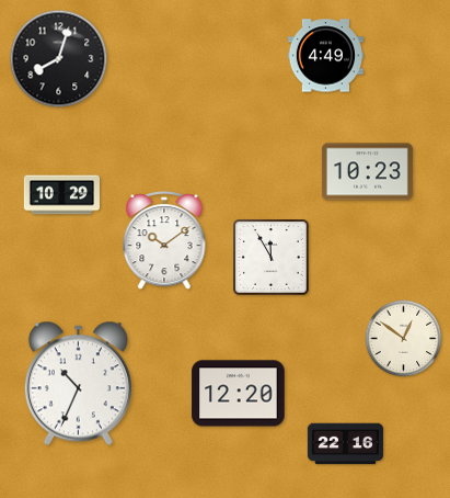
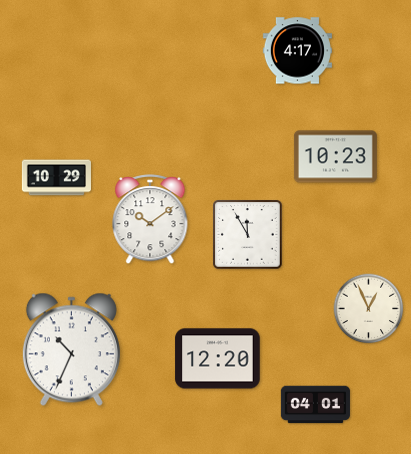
clock at (325, 56): 4:49 -> 4:17
clock at (59, 59): 8:03 -> none
clock at (404, 339): 12:51 -> 12:56
clock at (345, 444): 22:16 -> 04:01
